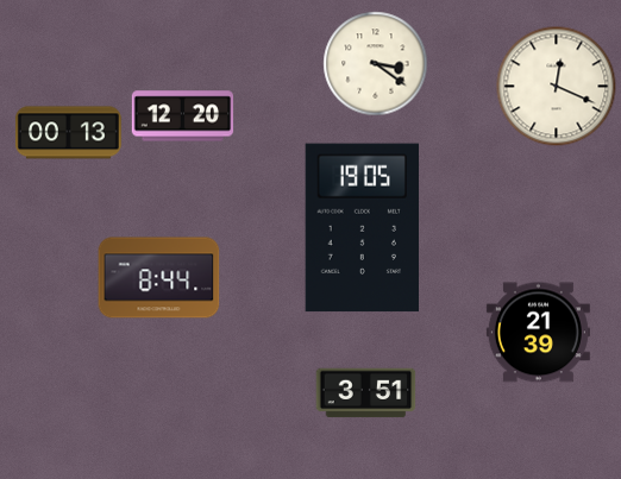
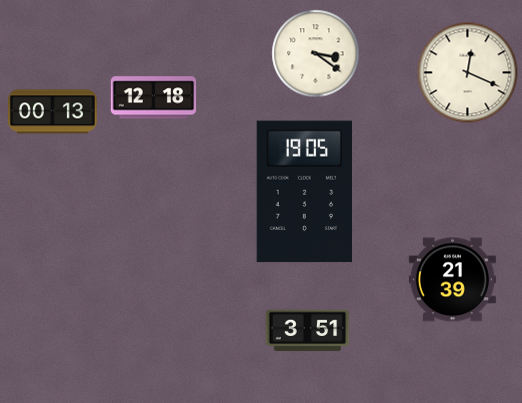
clock at (183, 116): 12:20 -> 12:18
clock at (68, 133) position: (68, 133) -> (52, 112)
clock at (159, 278): 8:44 -> none
